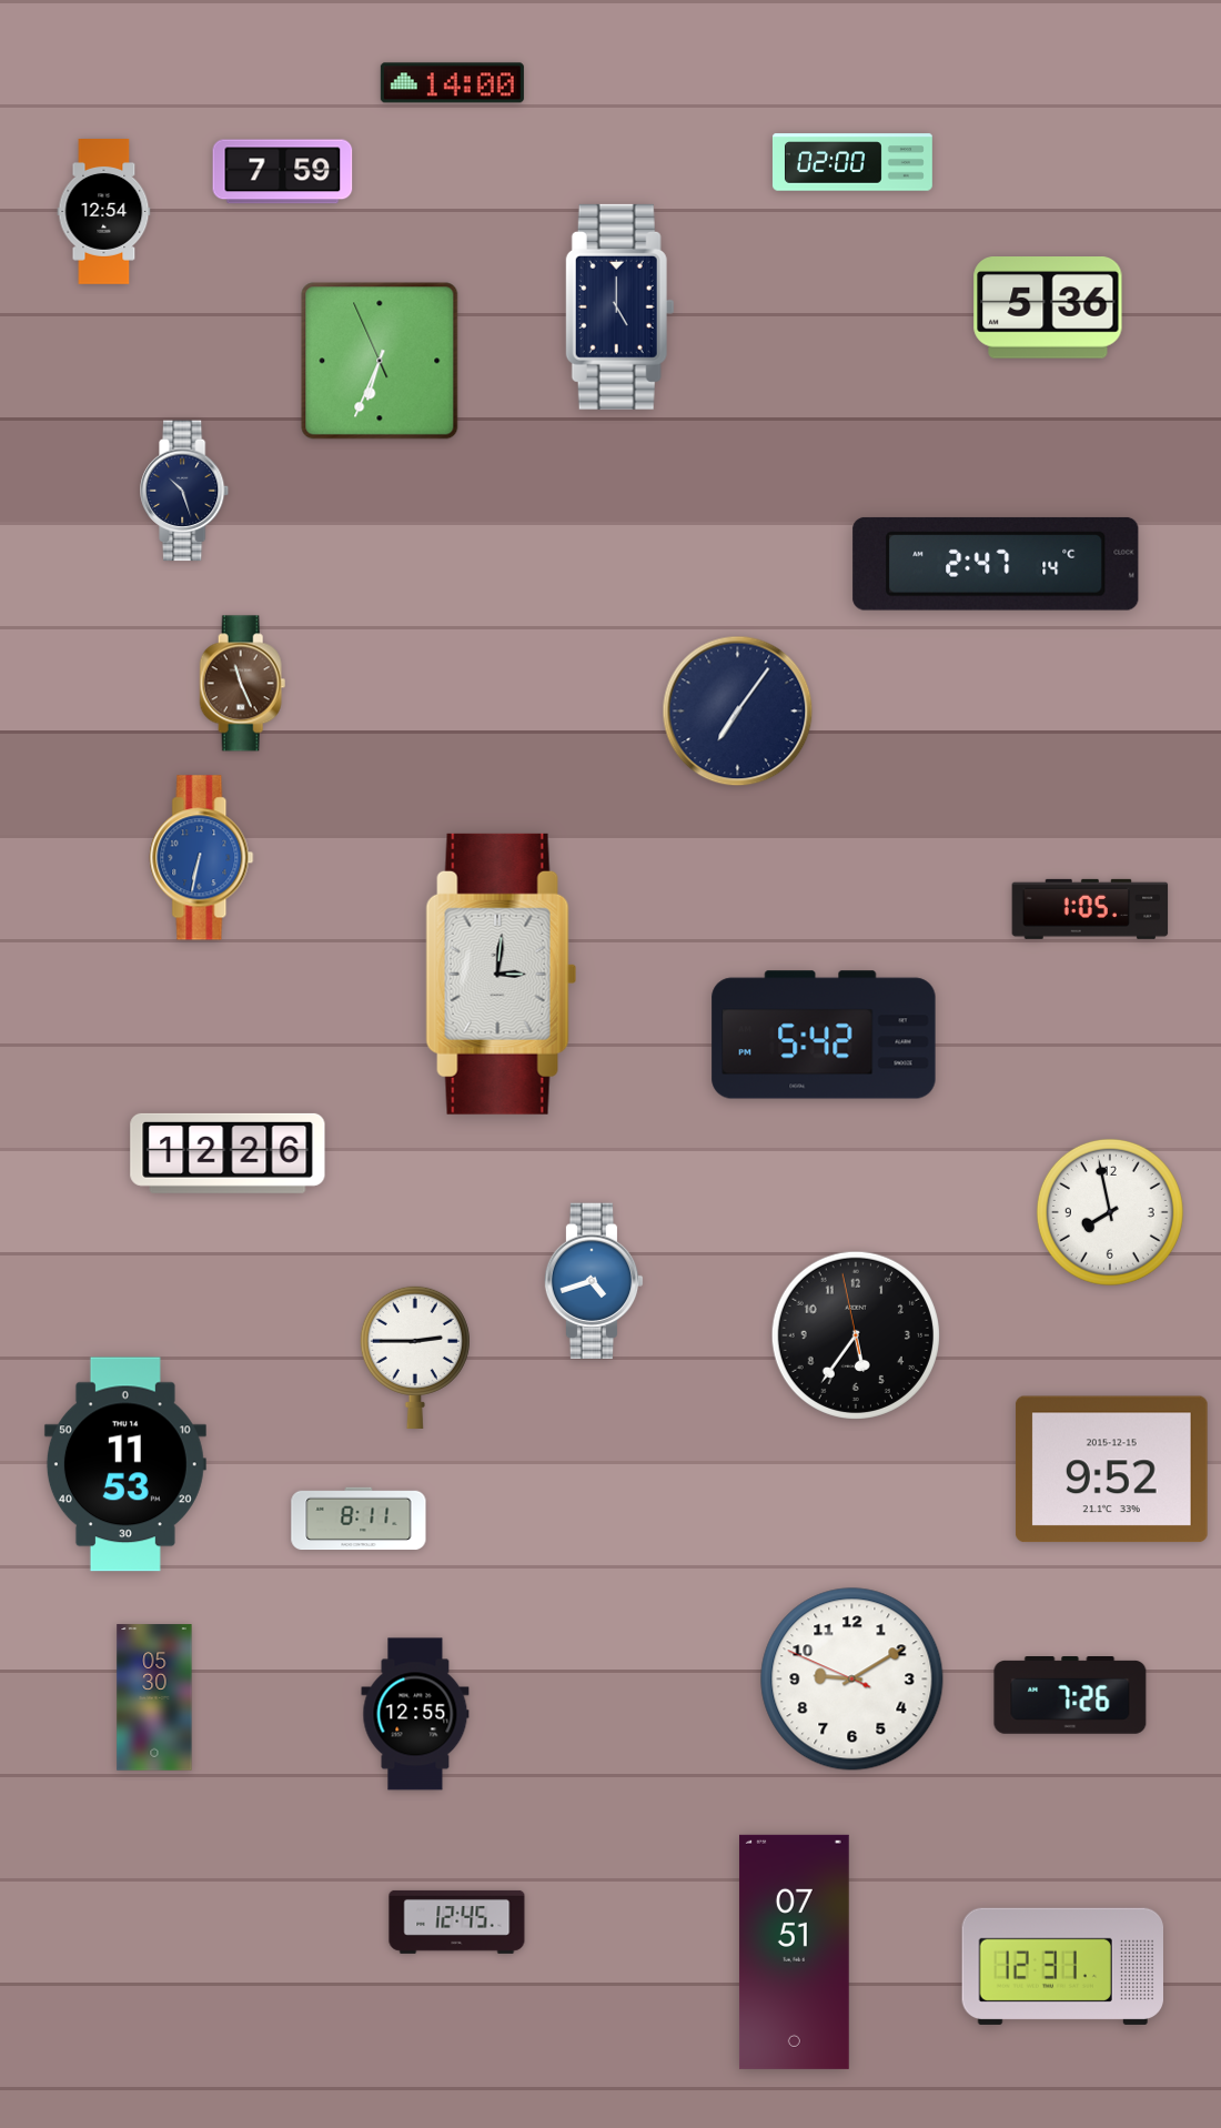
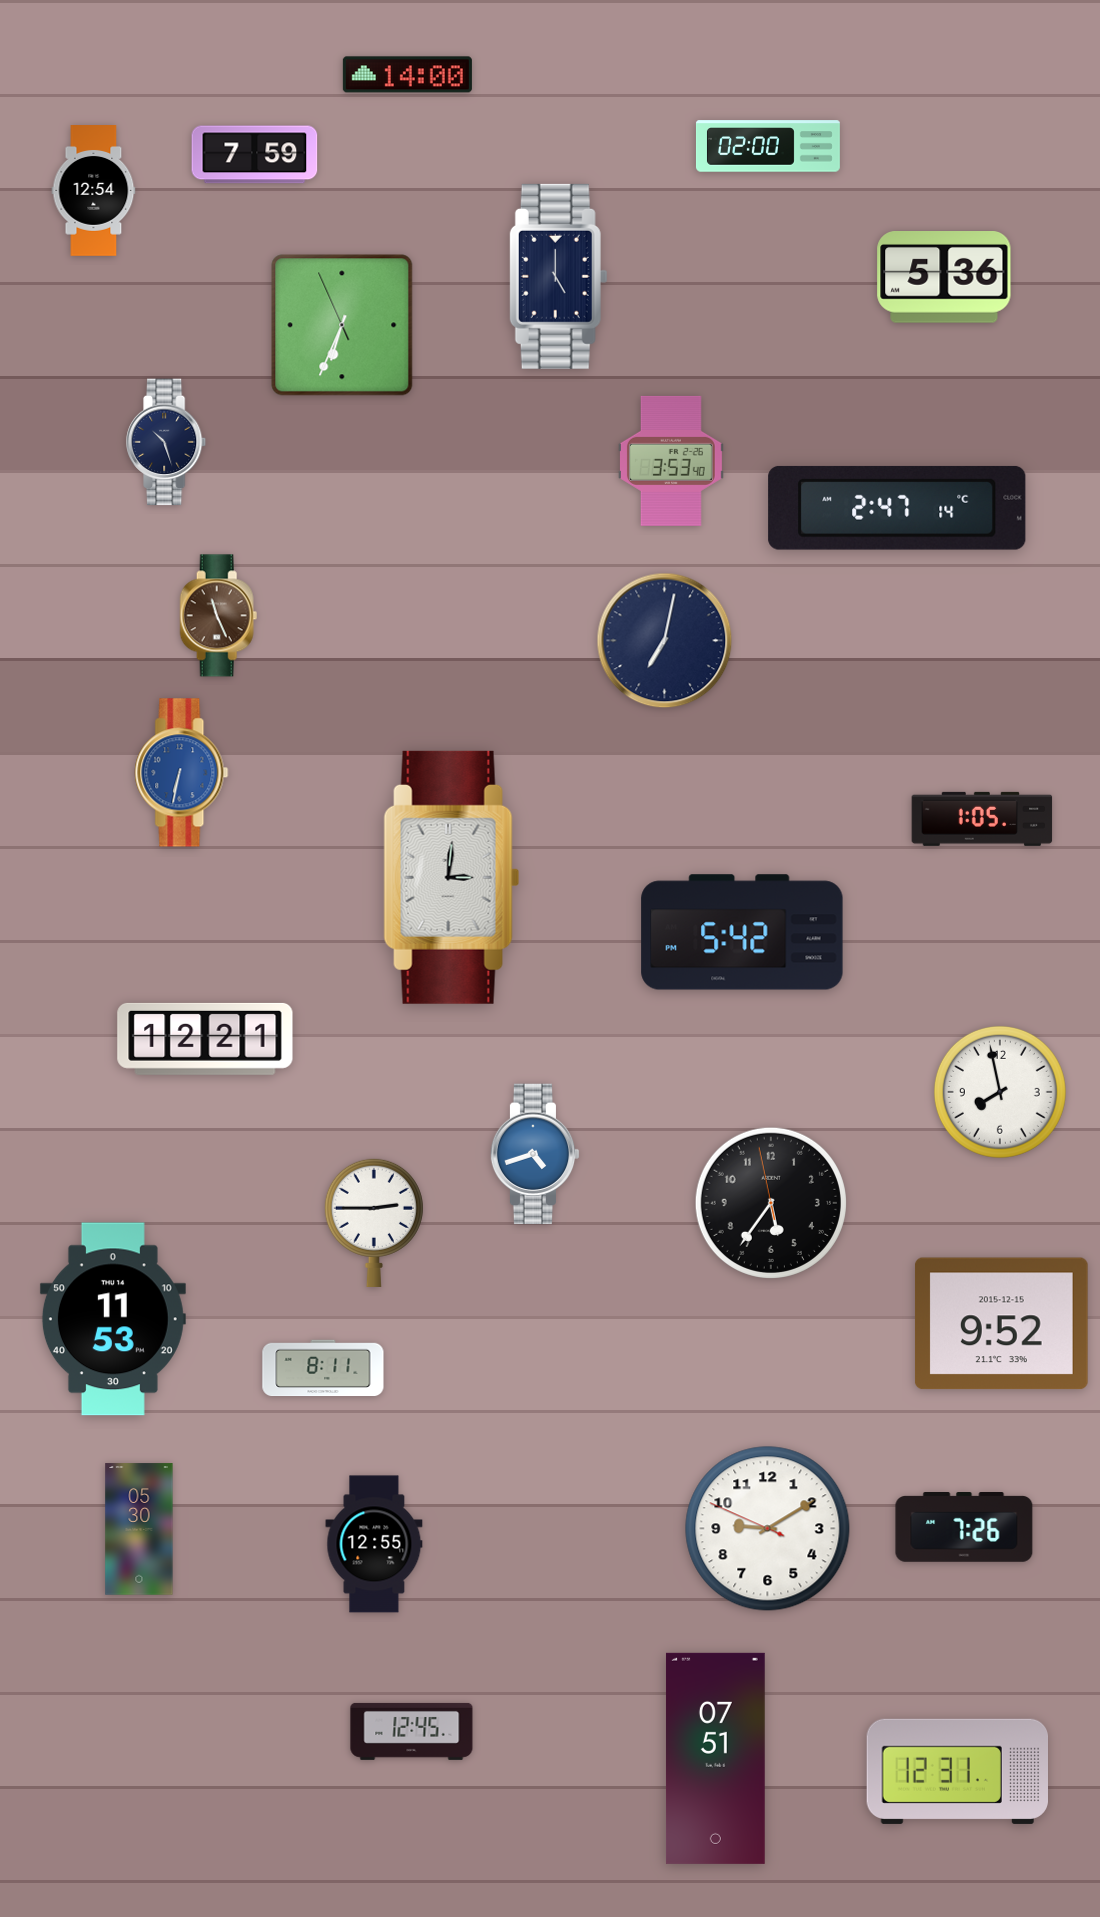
clock at (671, 461): none -> 3:53
clock at (738, 712): 7:06 -> 7:02
clock at (228, 1153): 12:26 -> 12:21
clock at (852, 1680) position: (852, 1680) -> (768, 1529)
